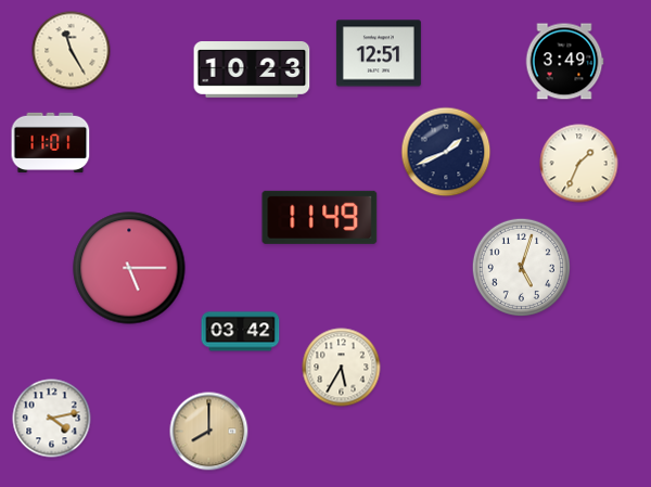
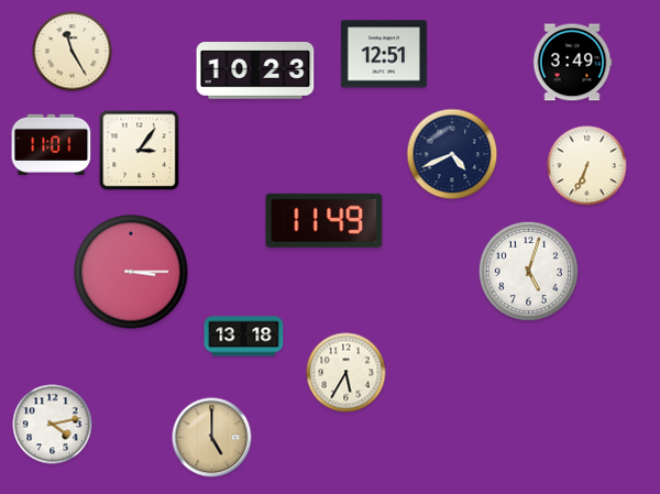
clock at (140, 151): none -> 3:06
clock at (446, 152): 1:41 -> 4:41
clock at (579, 164): 1:34 -> 6:34
clock at (129, 268): 5:15 -> 3:15
clock at (241, 332): 03:42 -> 13:18
clock at (209, 432): 8:00 -> 5:00
